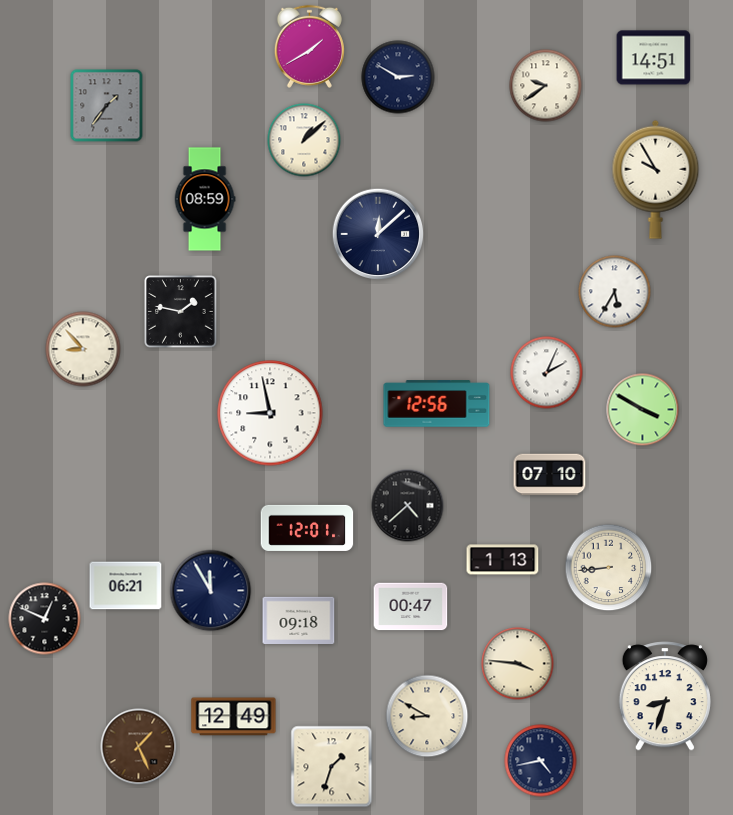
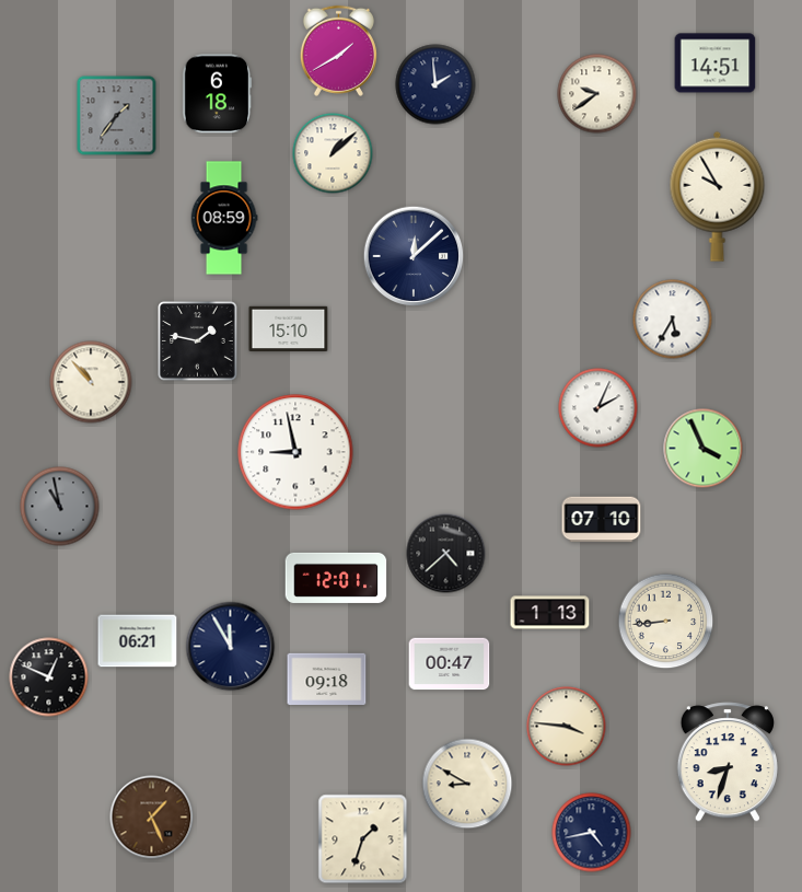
clock at (398, 77): 2:50 -> 1:59
clock at (218, 94): none -> 6:18
clock at (289, 329): none -> 15:10
clock at (83, 349): 8:53 -> 10:53
clock at (437, 404): 12:56 -> none
clock at (643, 410): 3:50 -> 3:56
clock at (60, 507): none -> 10:58
clock at (234, 717): 12:49 -> none
